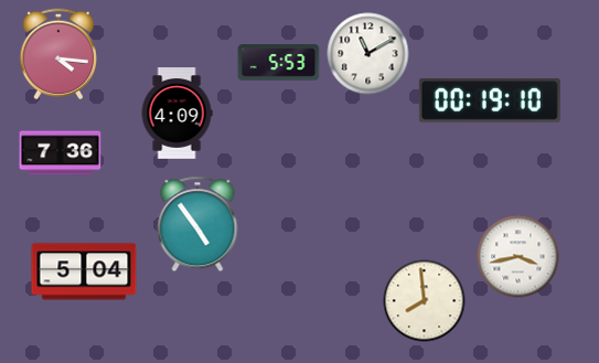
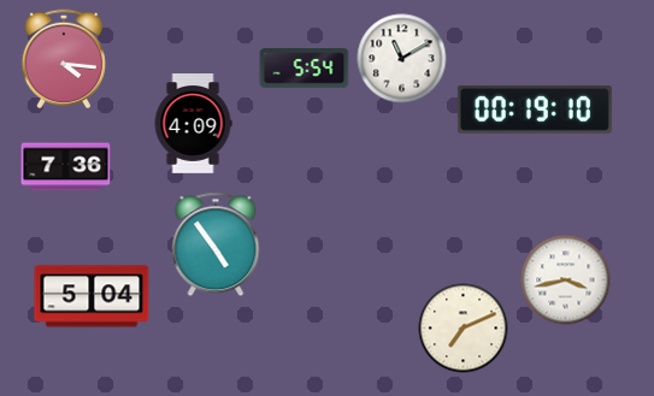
clock at (279, 63): 5:53 -> 5:54
clock at (425, 301): 7:59 -> 7:11
